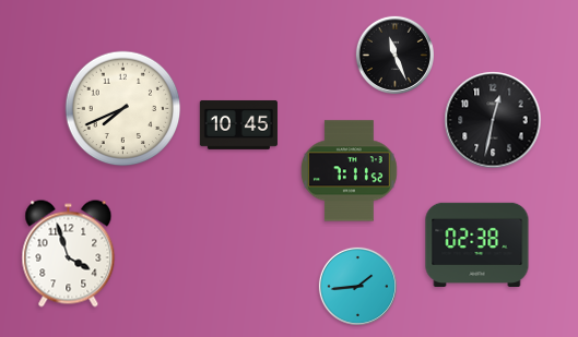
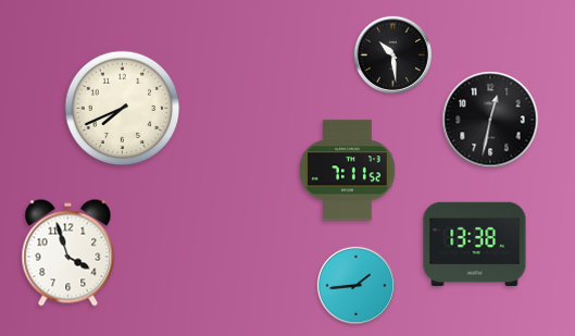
clock at (394, 55): 11:26 -> 10:29
clock at (238, 124): 10:45 -> none
clock at (477, 244): 02:38 -> 13:38
